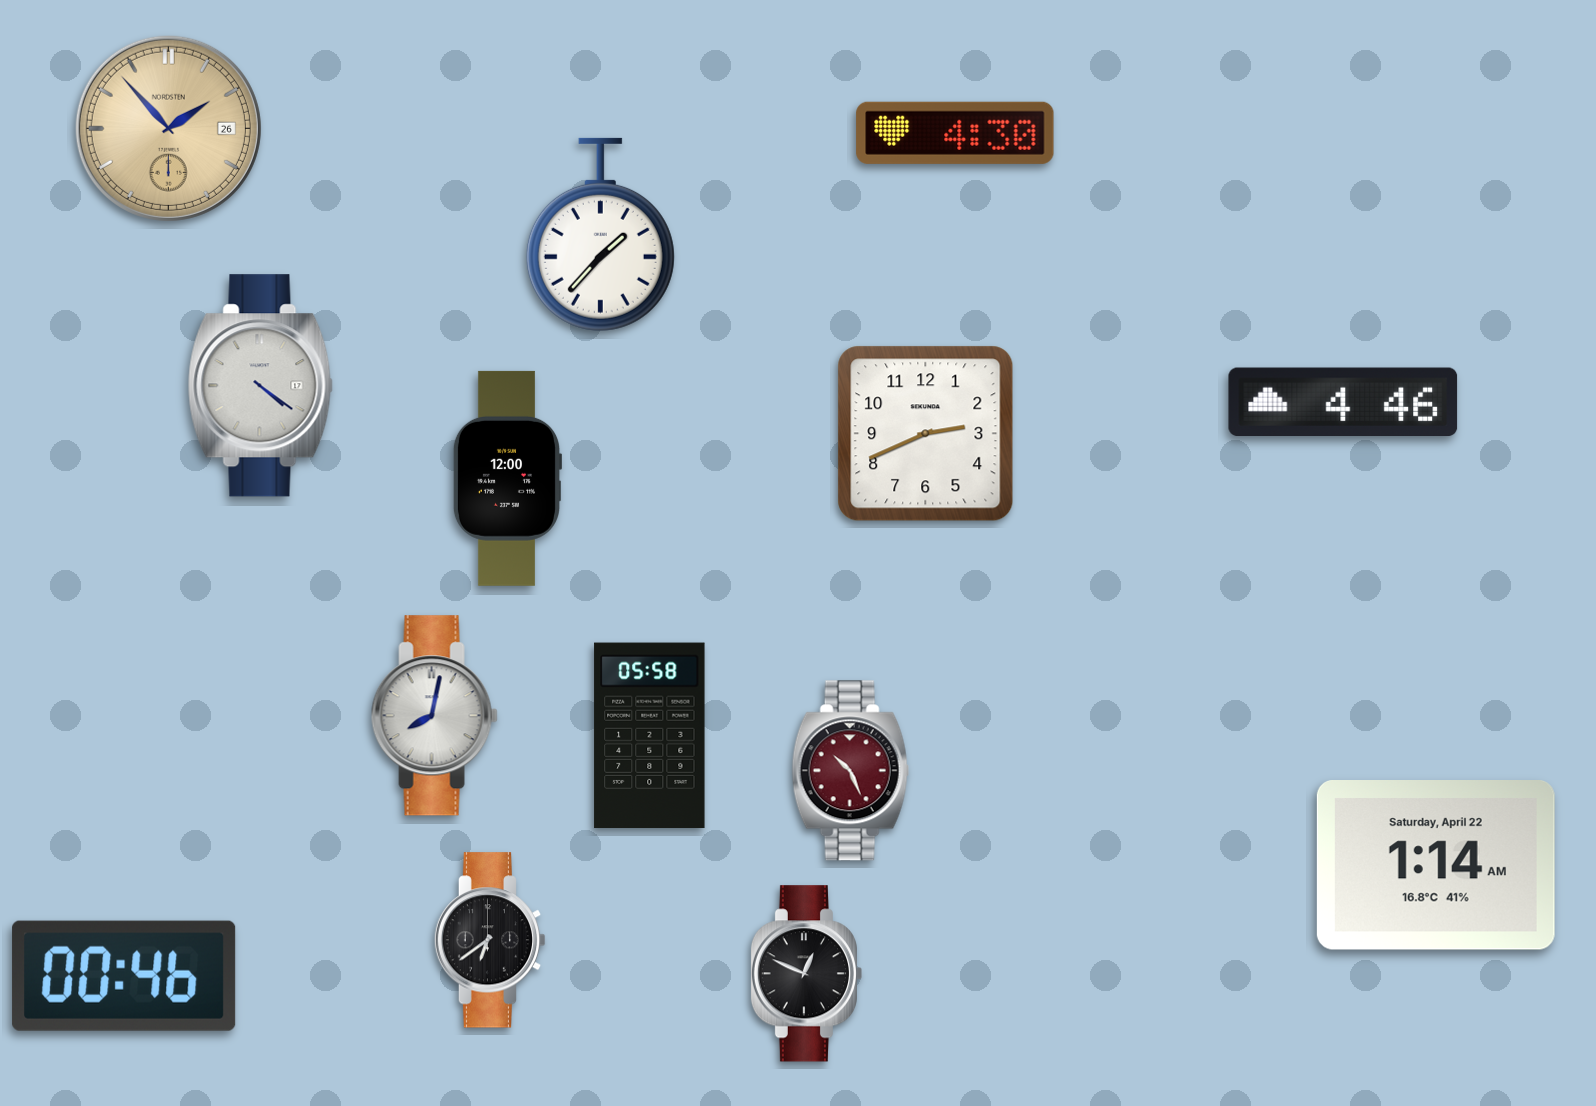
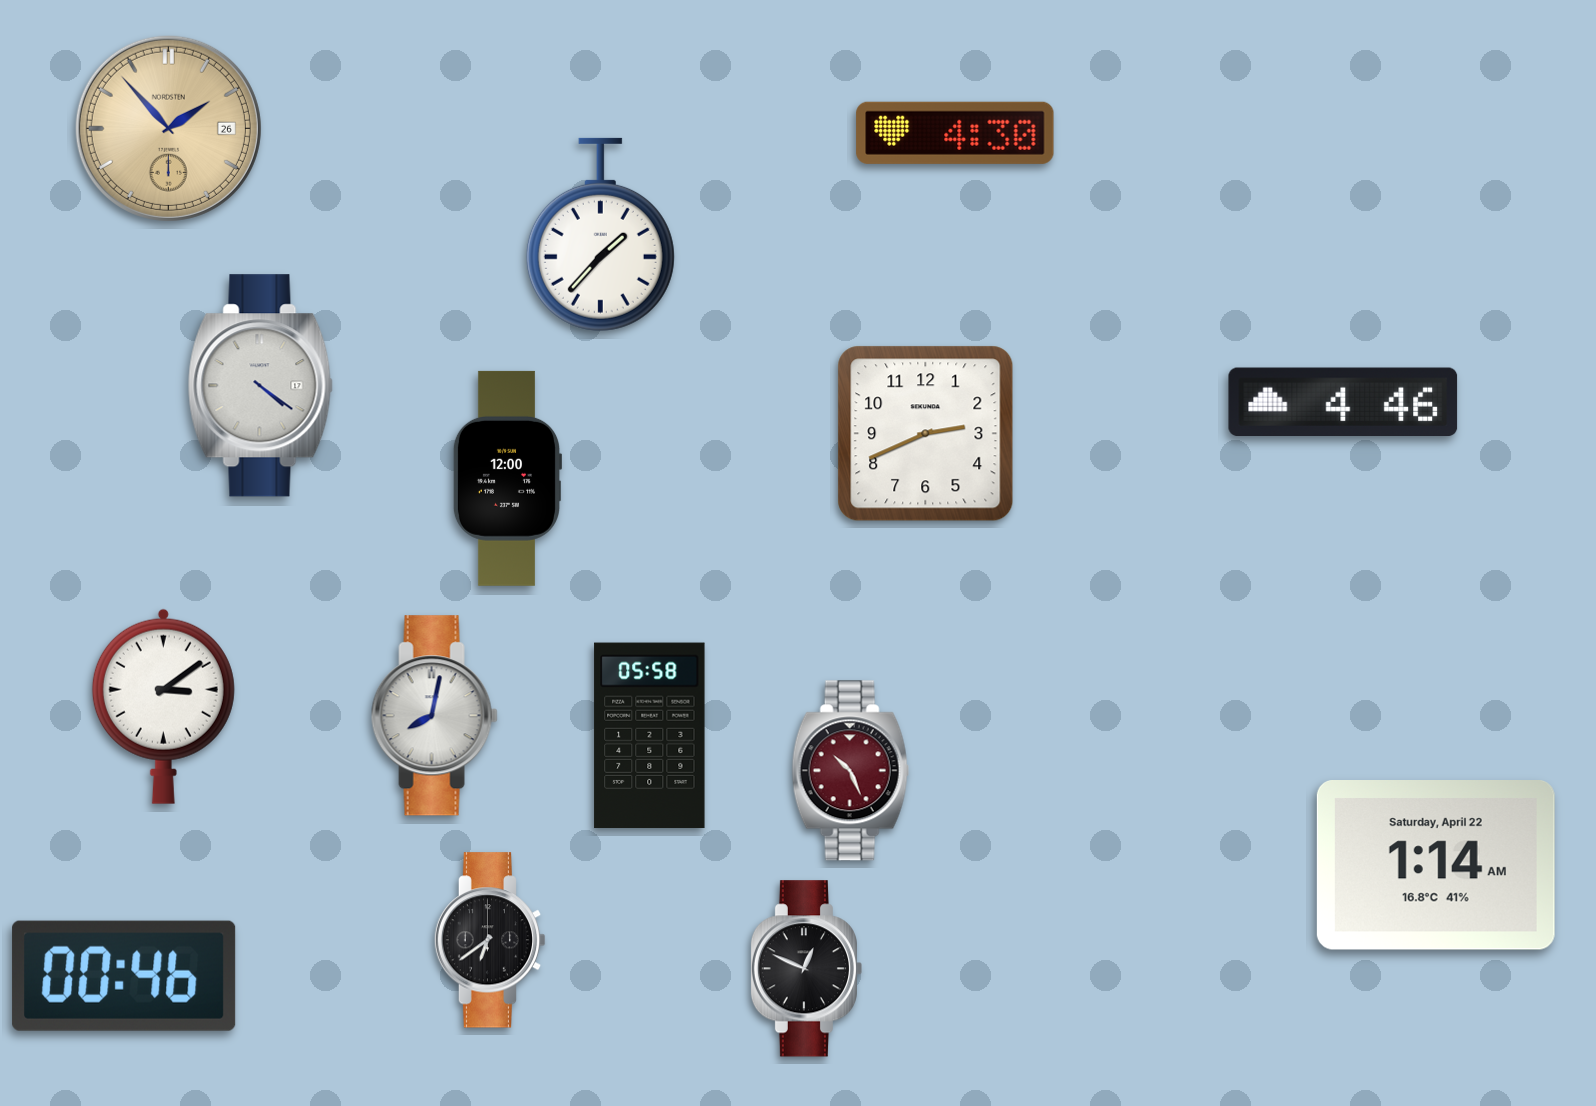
clock at (163, 706): none -> 3:09
clock at (806, 974) position: (806, 974) -> (806, 969)
